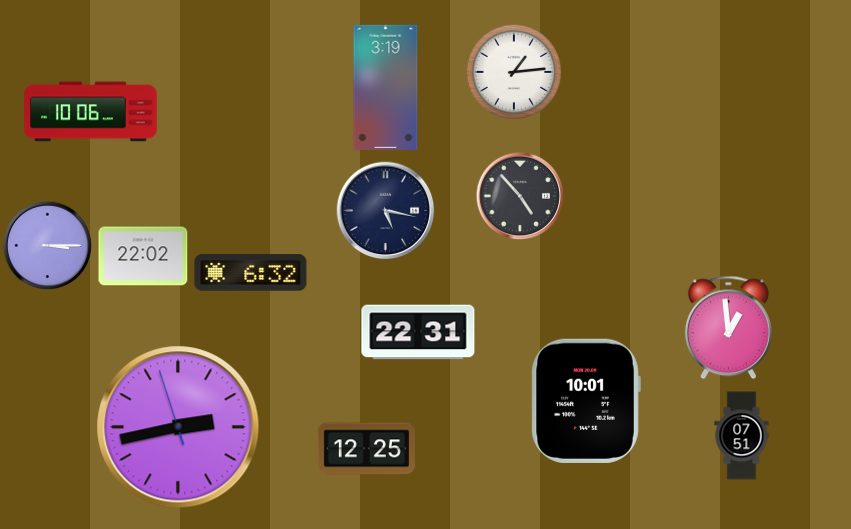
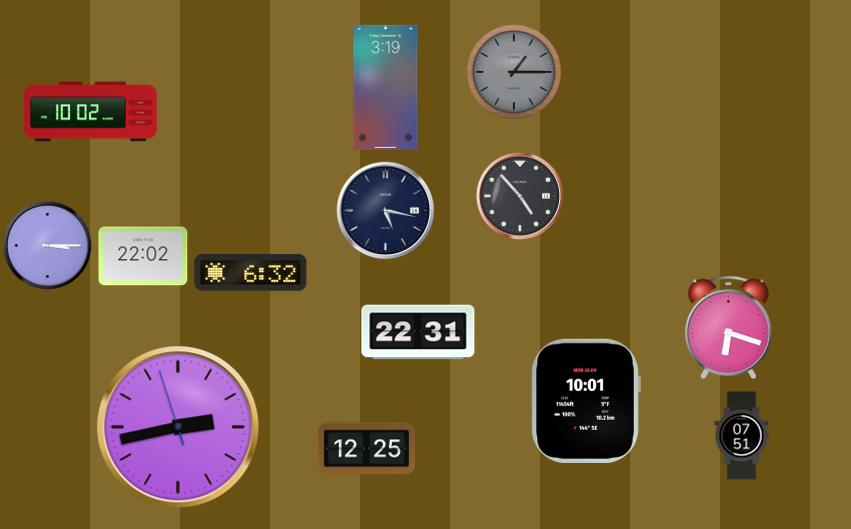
clock at (513, 71): 1:14 -> 1:15
clock at (513, 71) dial: white -> grey
clock at (91, 112): 10:06 -> 10:02
clock at (728, 328): 12:59 -> 6:18
